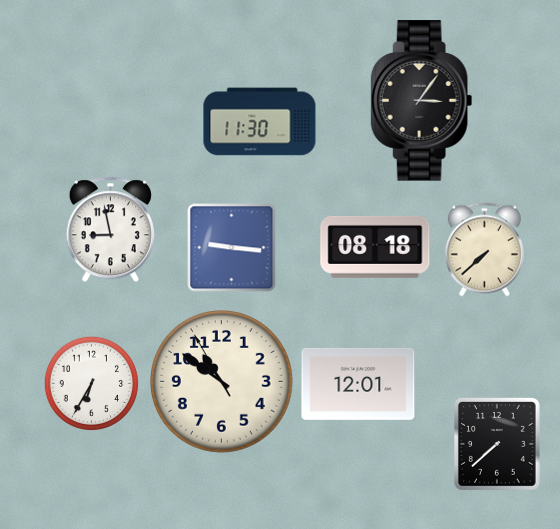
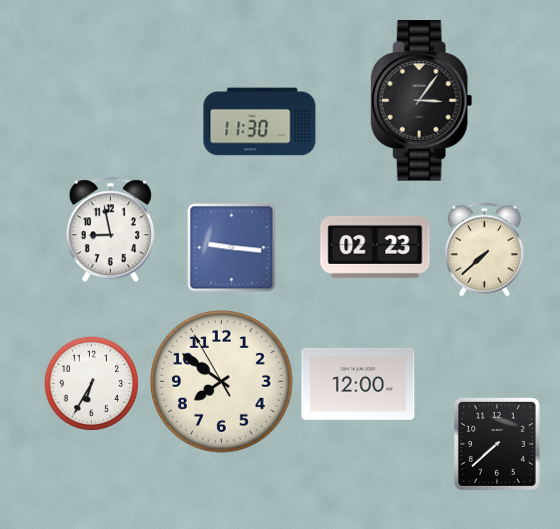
clock at (375, 247): 08:18 -> 02:23
clock at (221, 381): 10:50 -> 7:50
clock at (358, 384): 12:01 -> 12:00
